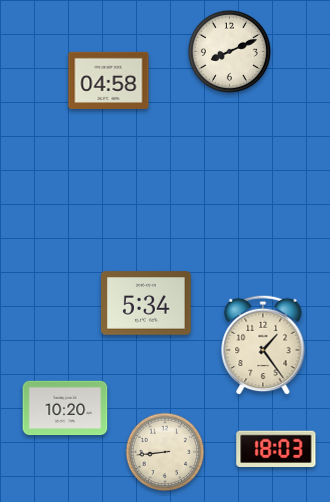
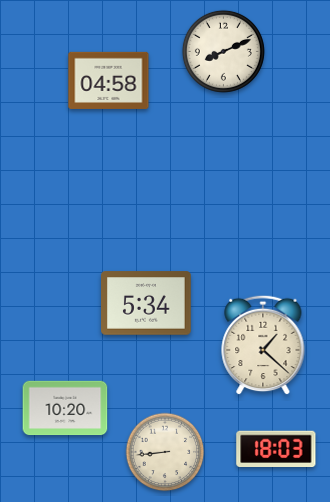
clock at (229, 51) position: (229, 51) -> (223, 51)
clock at (263, 345): 1:24 -> 1:22
